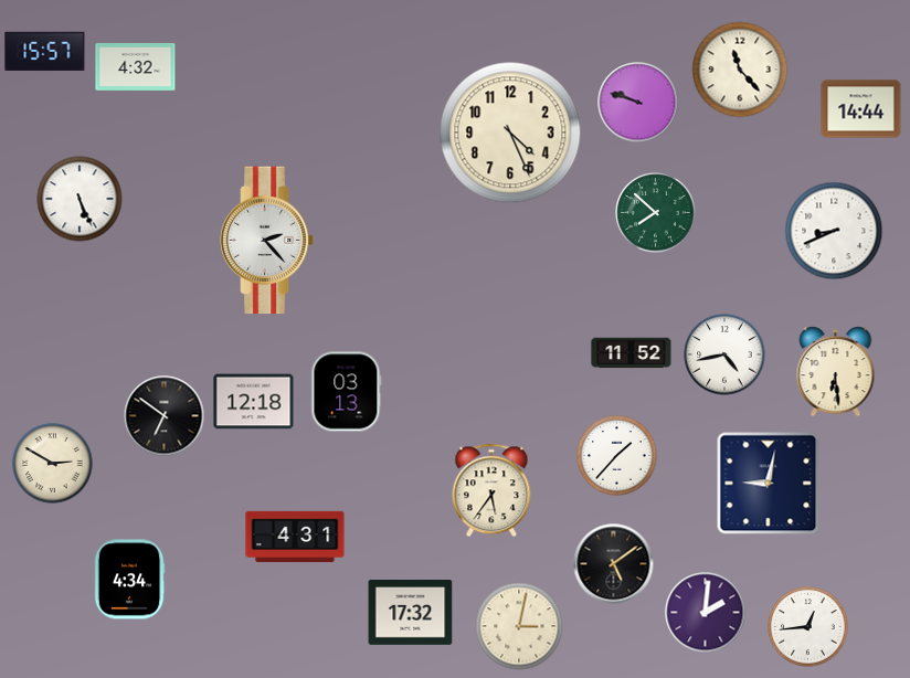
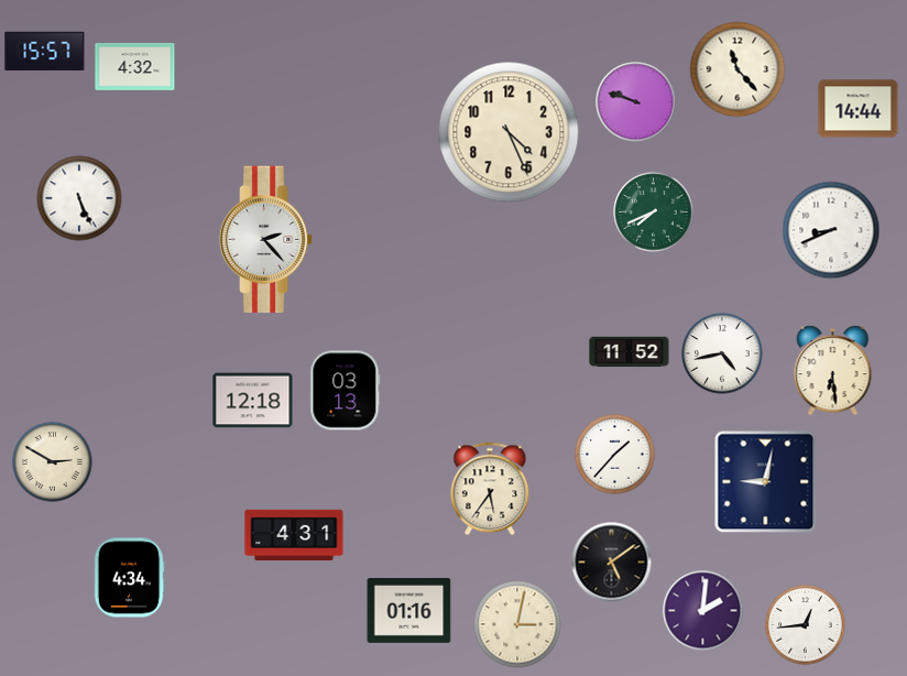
clock at (656, 213): 7:52 -> 7:41
clock at (165, 416): 6:51 -> none
clock at (411, 613): 17:32 -> 01:16
